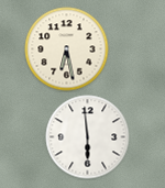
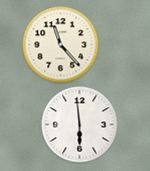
clock at (67, 49): 6:28 -> 11:23
